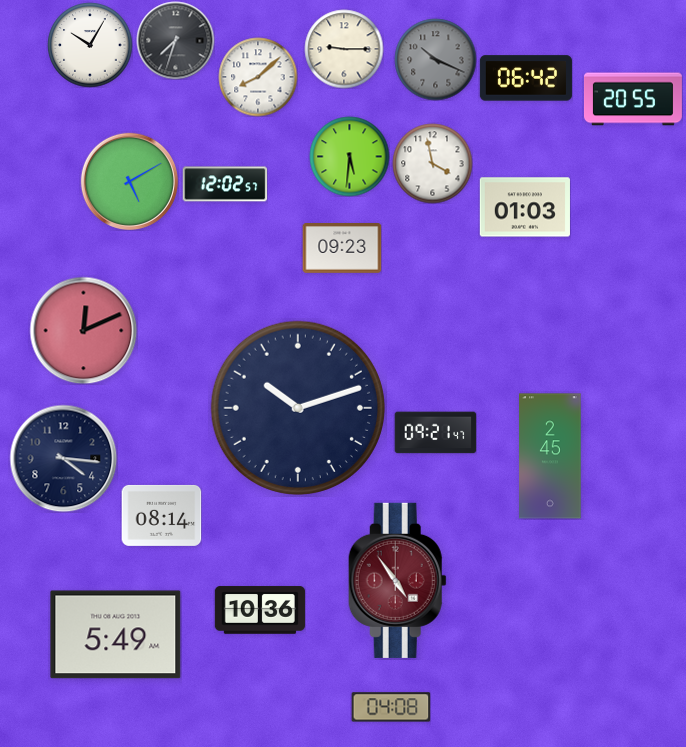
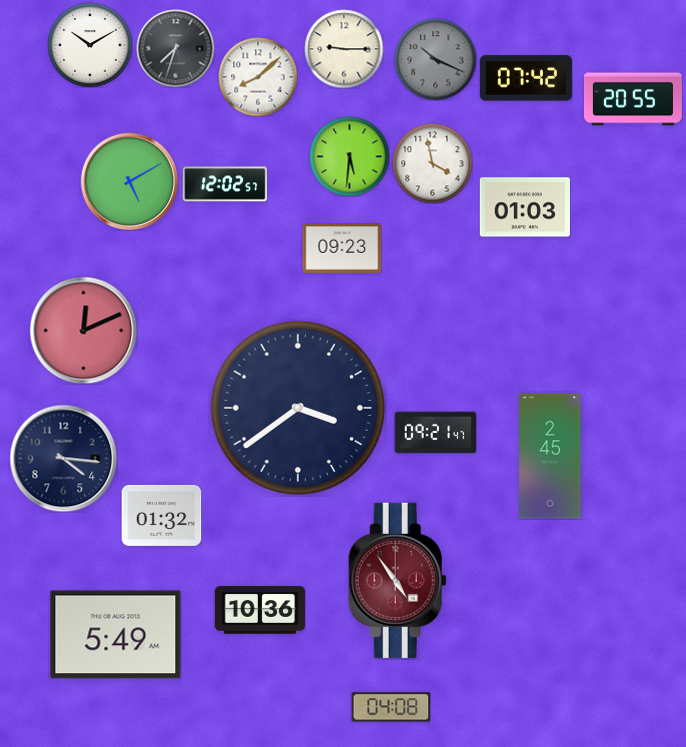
clock at (175, 40) position: (175, 40) -> (175, 48)
clock at (90, 45): 10:05 -> 10:10
clock at (526, 78): 06:42 -> 07:42
clock at (298, 408): 10:12 -> 3:39
clock at (161, 515): 08:14 -> 01:32
